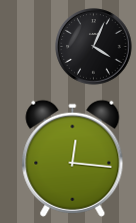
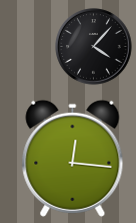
clock at (94, 47): 4:04 -> 4:07
